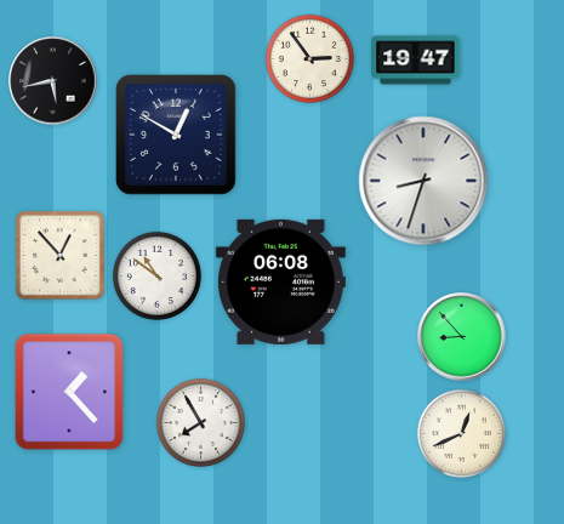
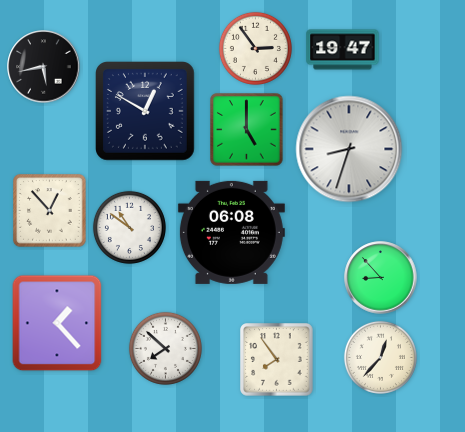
clock at (247, 130): none -> 5:00
clock at (200, 422): 7:55 -> 7:52
clock at (461, 433): 12:41 -> 12:37
clock at (277, 360): none -> 7:54
